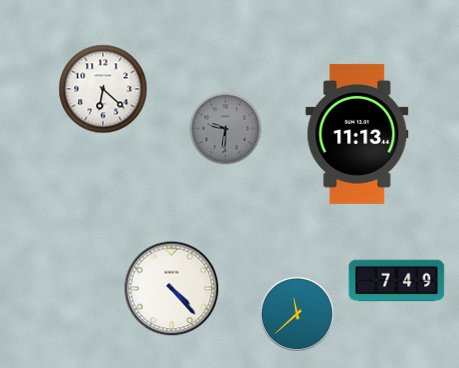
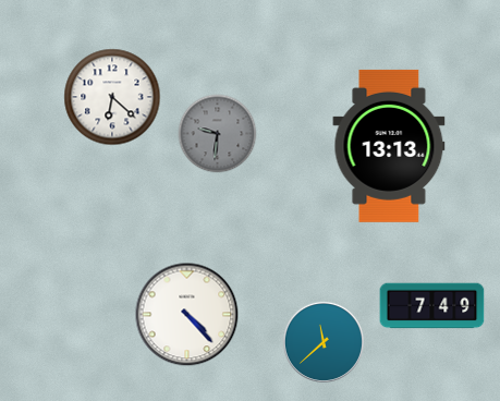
clock at (226, 129) position: (226, 129) -> (218, 134)
clock at (357, 134): 11:13 -> 13:13
